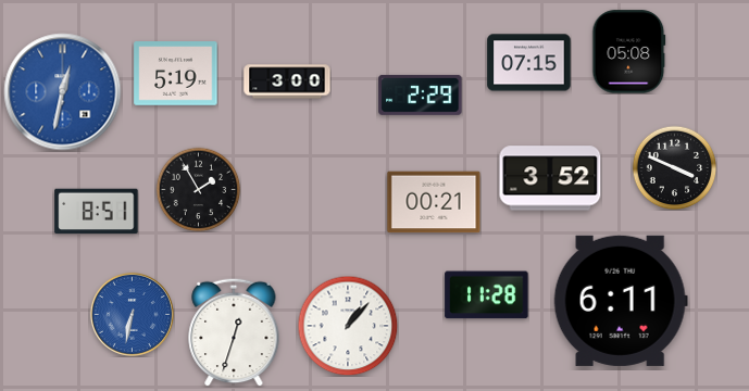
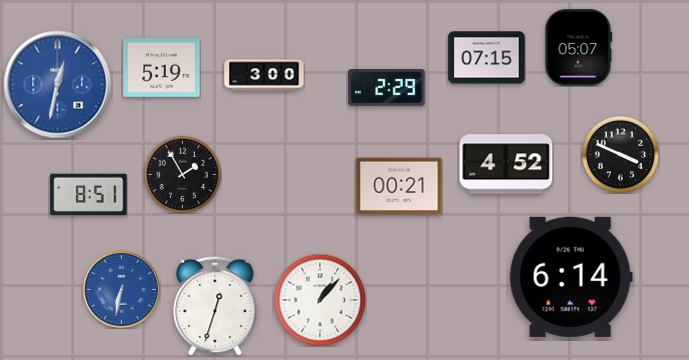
clock at (629, 52): 05:08 -> 05:07
clock at (550, 178): 3:52 -> 4:52
clock at (487, 295): 11:28 -> none
clock at (621, 301): 6:11 -> 6:14
